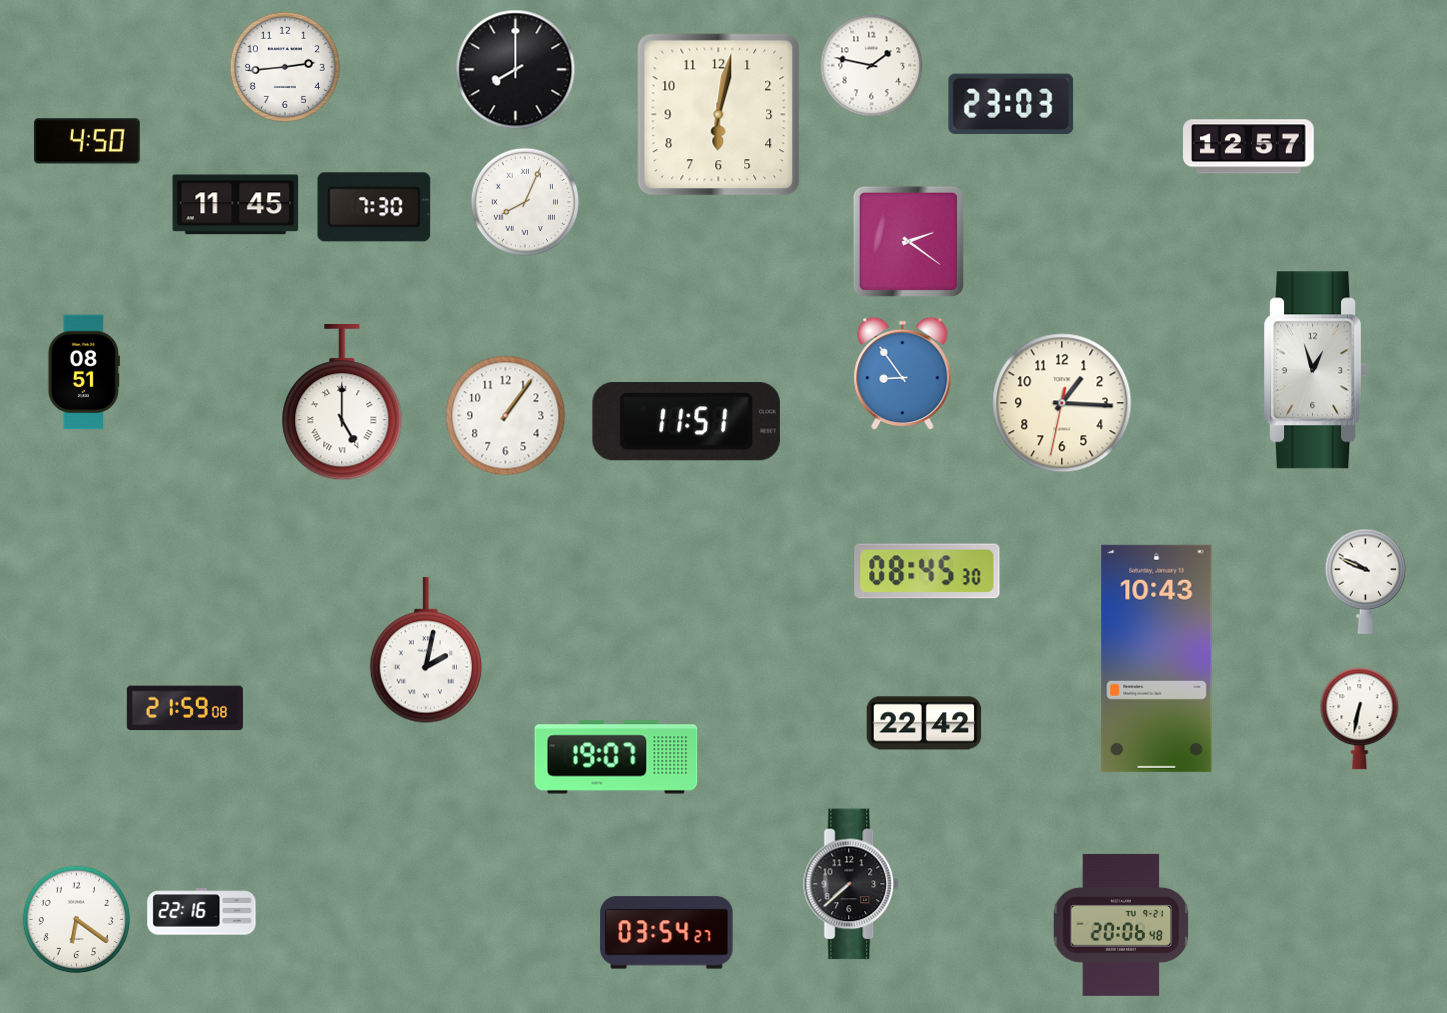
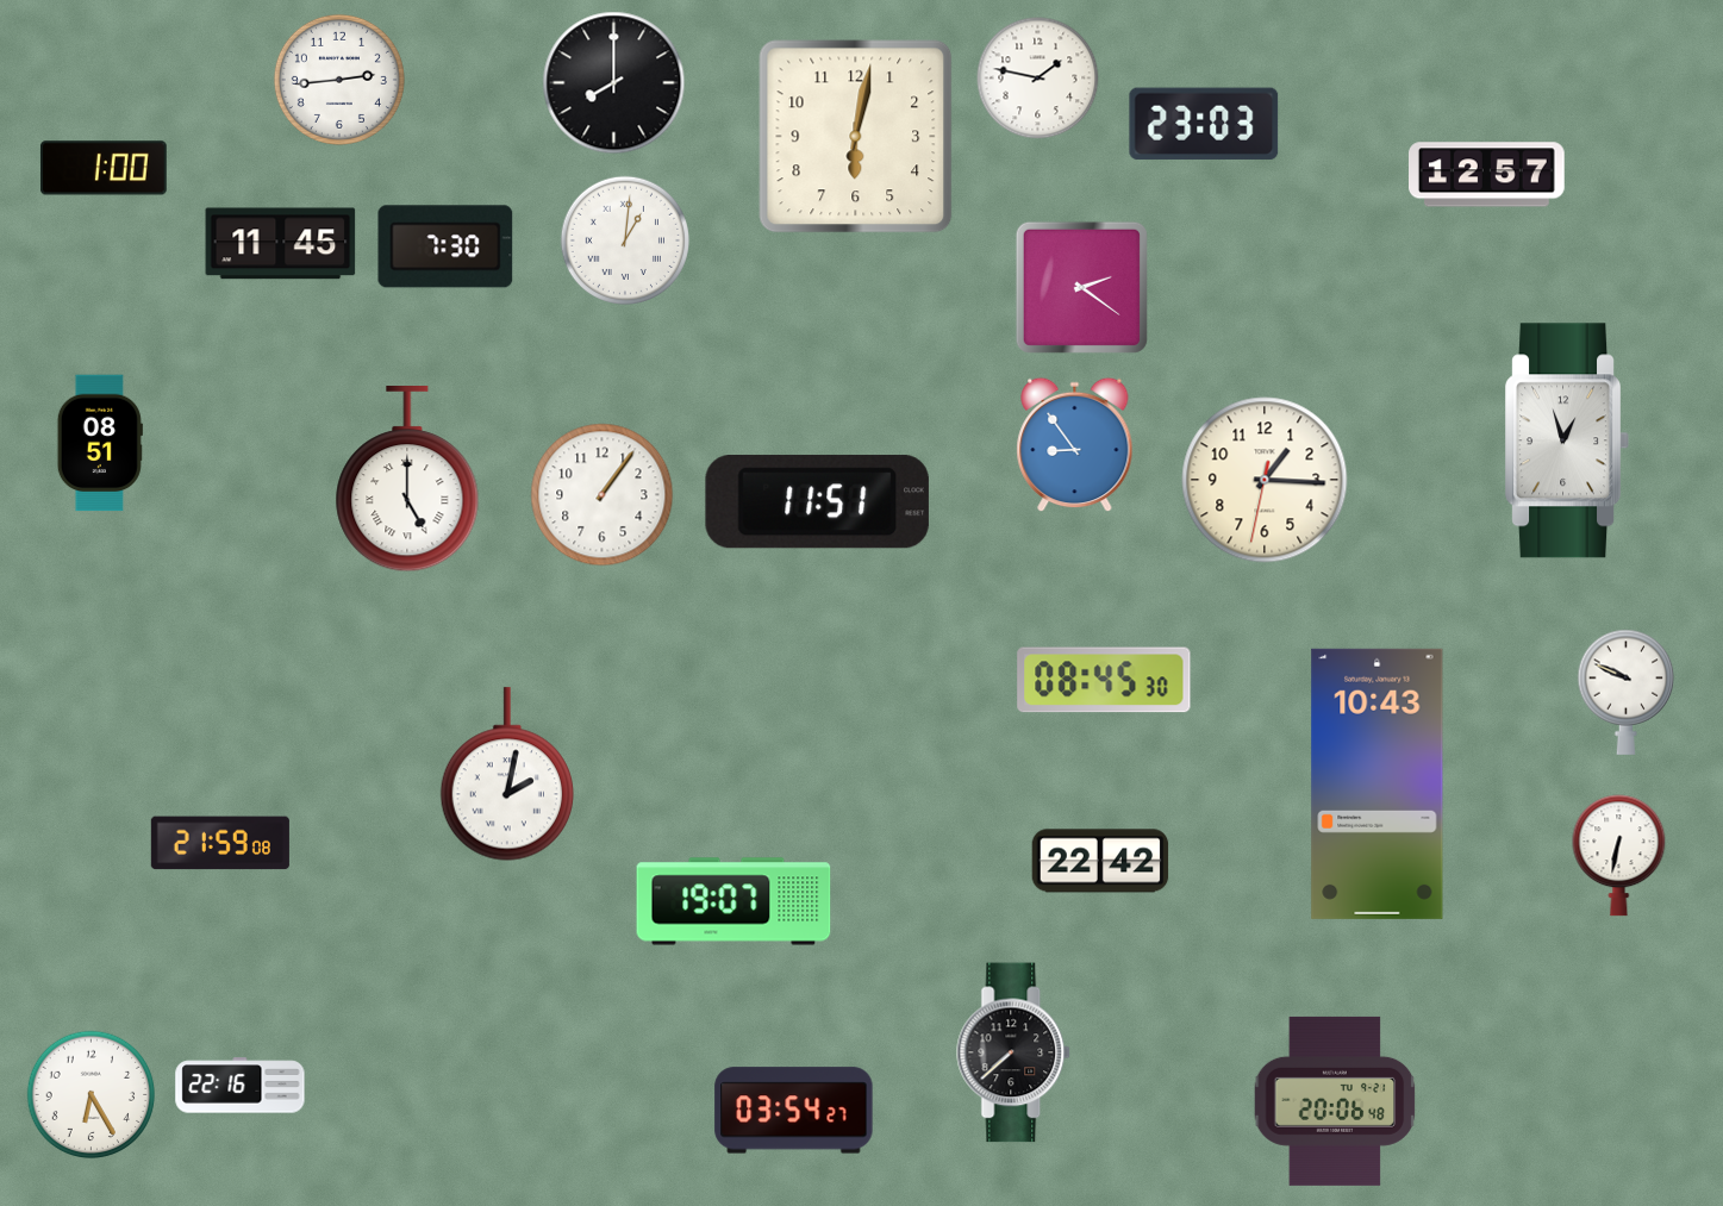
clock at (87, 141): 4:50 -> 1:00
clock at (524, 201): 8:04 -> 1:01
clock at (77, 920): 6:21 -> 6:25
